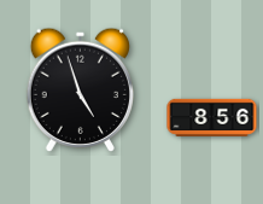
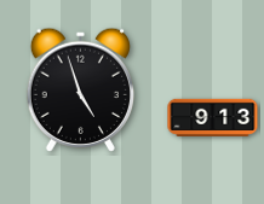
clock at (212, 117): 8:56 -> 9:13
